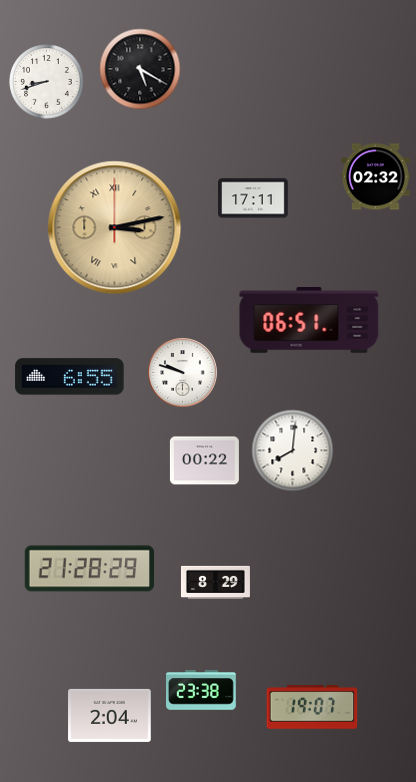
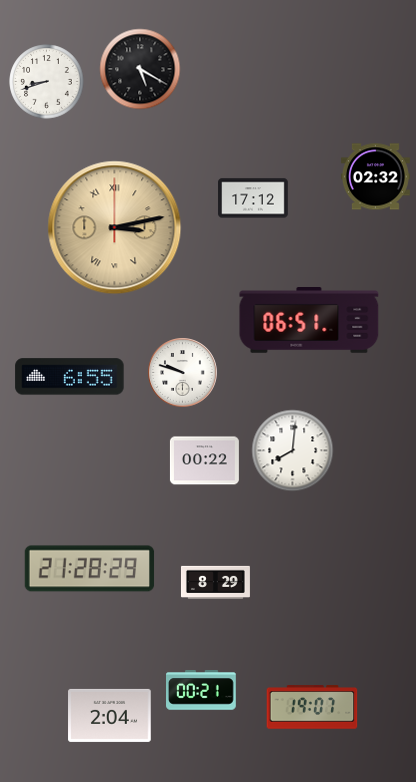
clock at (253, 198): 17:11 -> 17:12
clock at (202, 690): 23:38 -> 00:21
